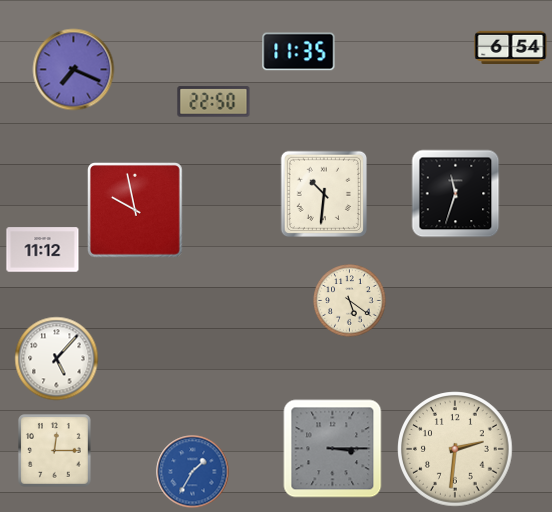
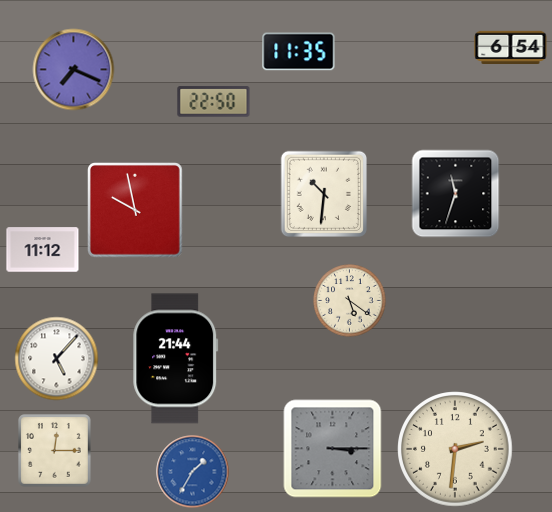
clock at (176, 359): none -> 21:44
